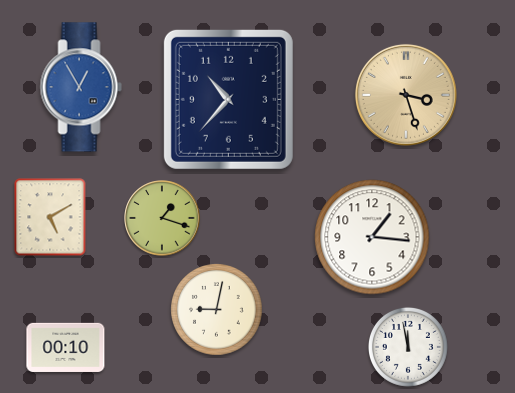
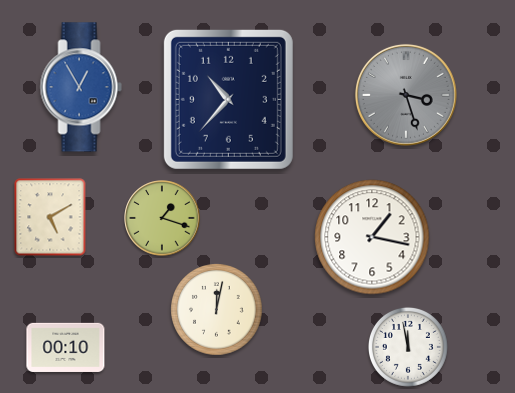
clock at (406, 95) dial: champagne -> grey
clock at (372, 237): 1:16 -> 1:17
clock at (217, 310): 9:02 -> 12:02
